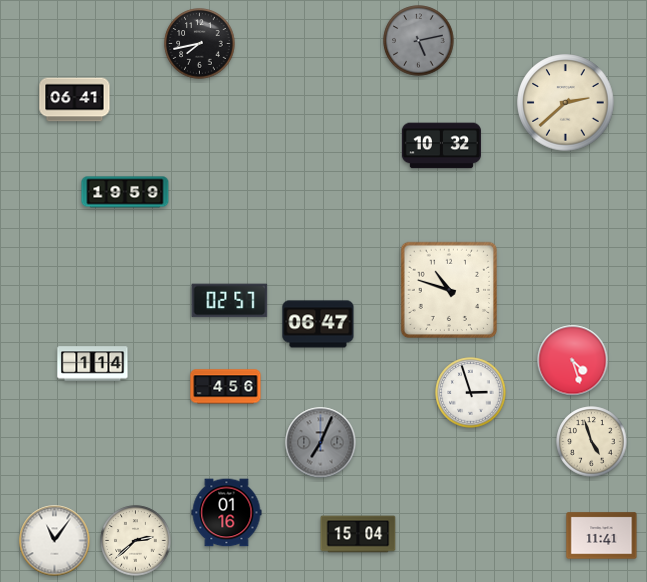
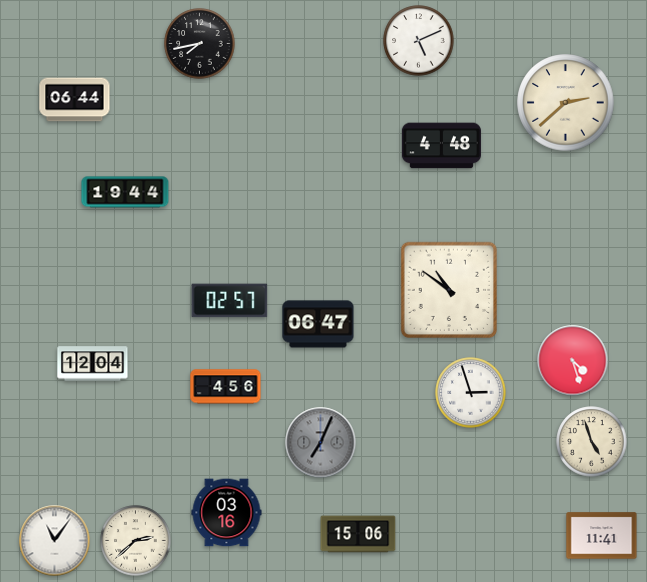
clock at (419, 41): 5:13 -> 5:11
clock at (419, 41) dial: grey -> white
clock at (75, 100): 06:41 -> 06:44
clock at (441, 146): 10:32 -> 4:48
clock at (125, 192): 19:59 -> 19:44
clock at (448, 289): 10:48 -> 10:51
clock at (93, 364): 1:14 -> 12:04
clock at (227, 513): 01:16 -> 03:16
clock at (358, 534): 15:04 -> 15:06
